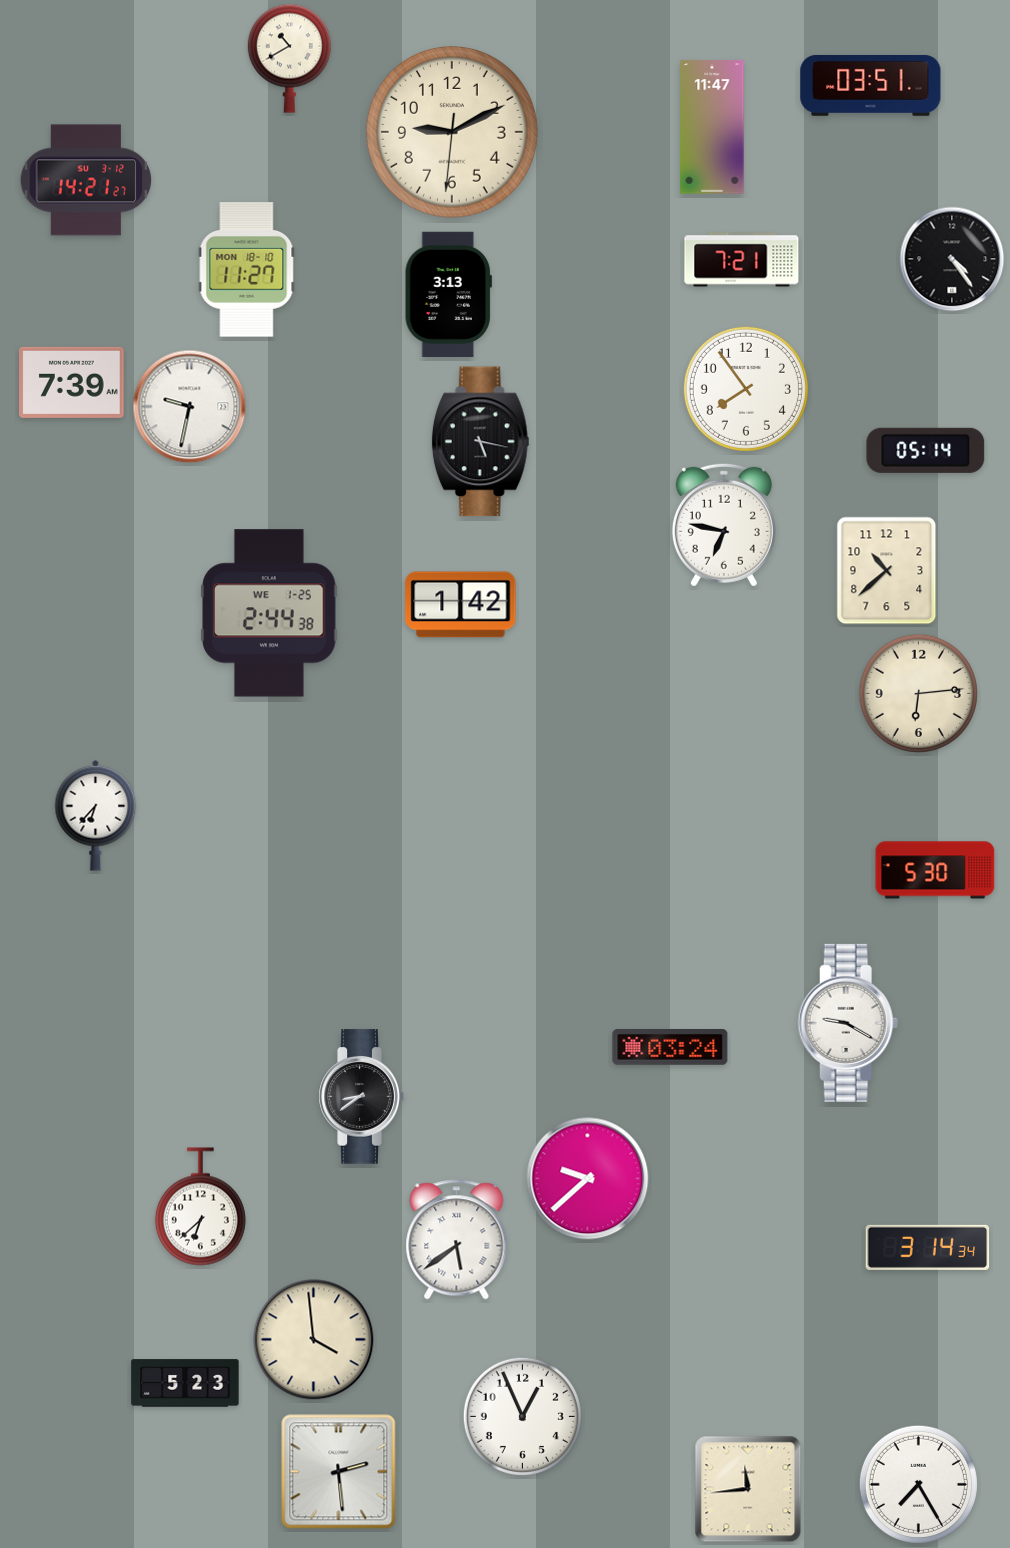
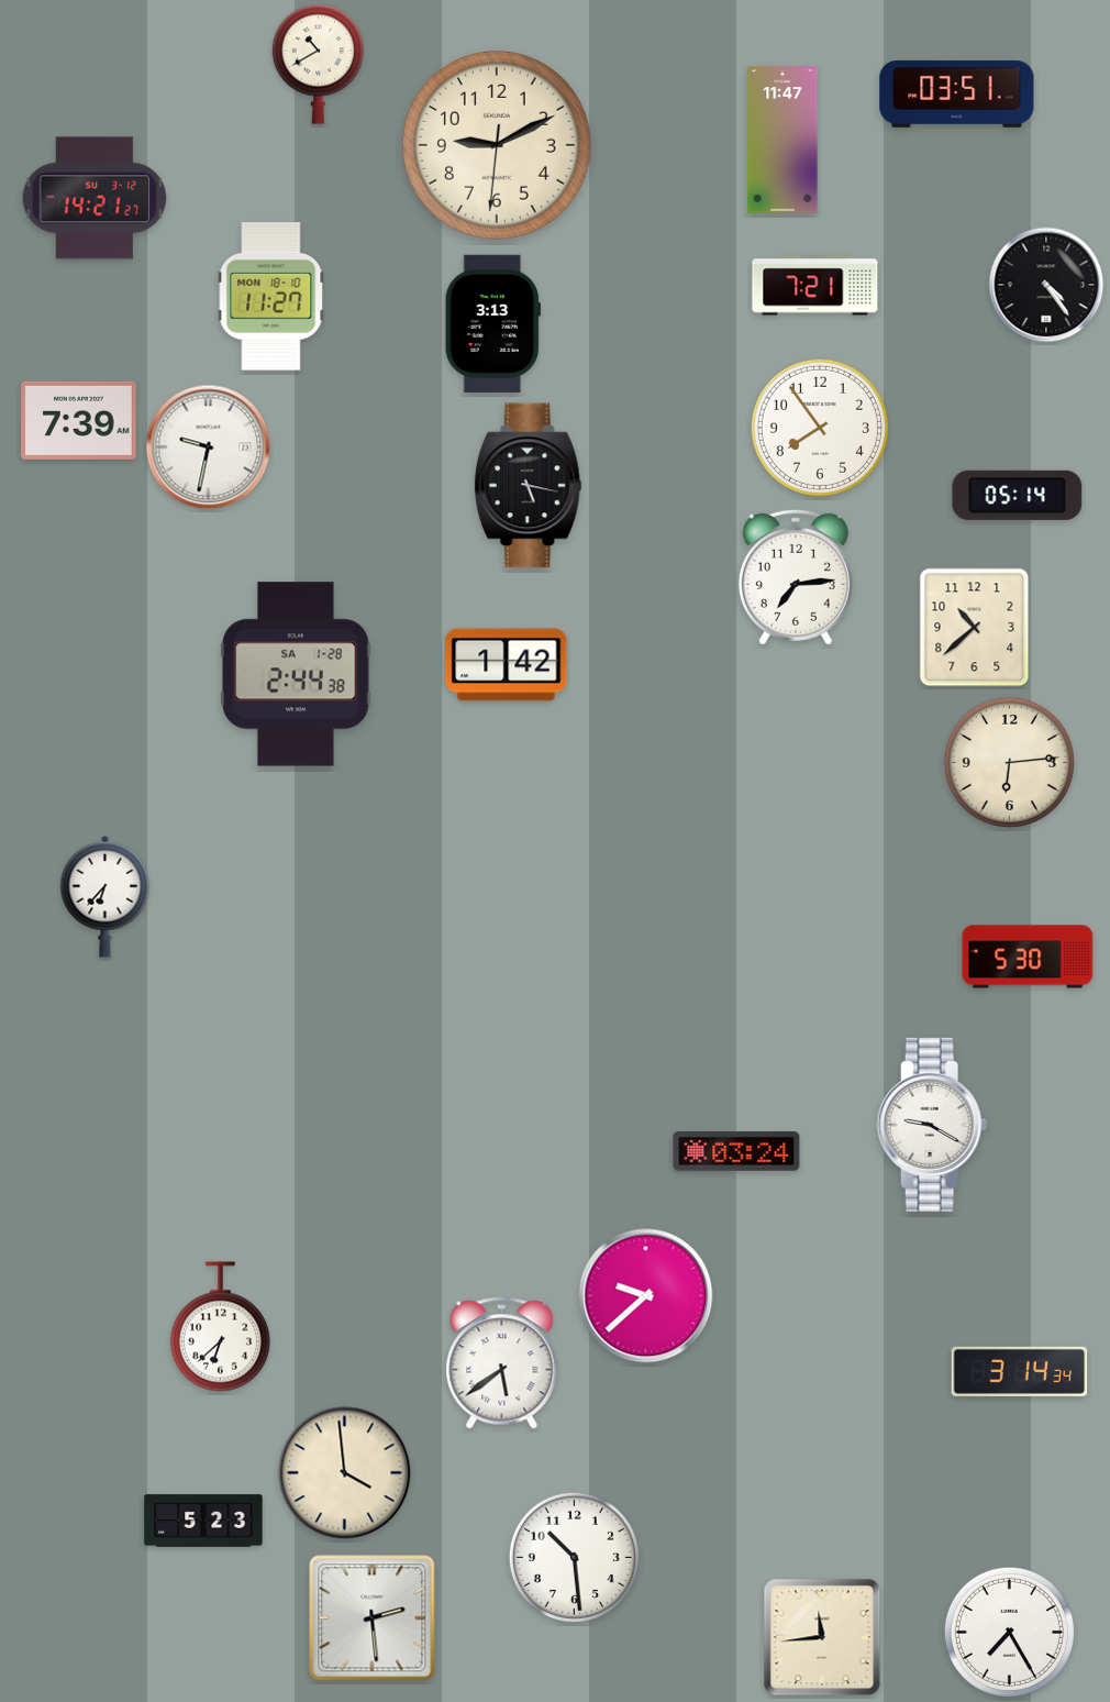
clock at (724, 525): 6:47 -> 7:14
clock at (269, 613) date: WE 1-25 -> SA 1-28
clock at (361, 1097): 8:39 -> none
clock at (522, 1416): 12:56 -> 10:29
